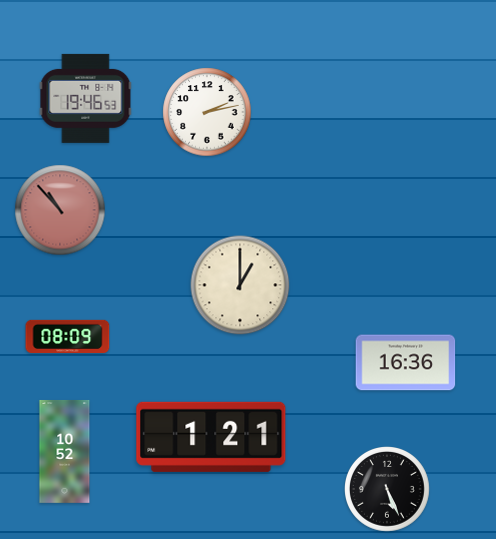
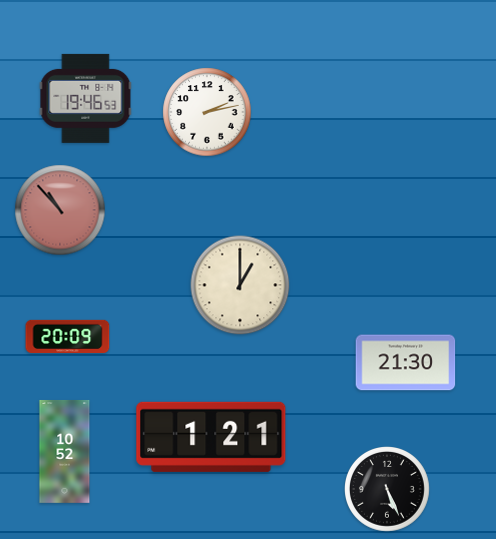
clock at (68, 336): 08:09 -> 20:09
clock at (406, 363): 16:36 -> 21:30
